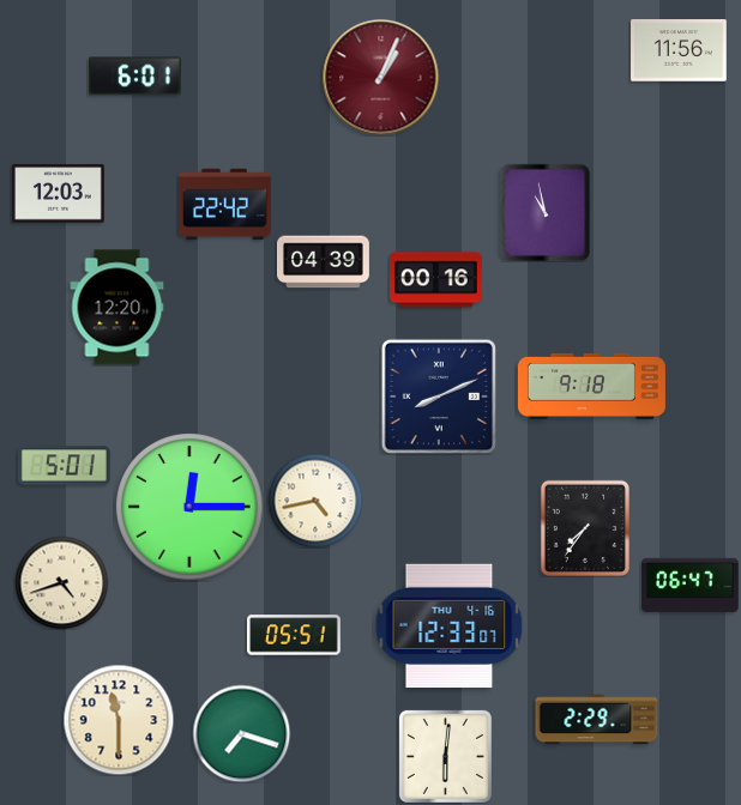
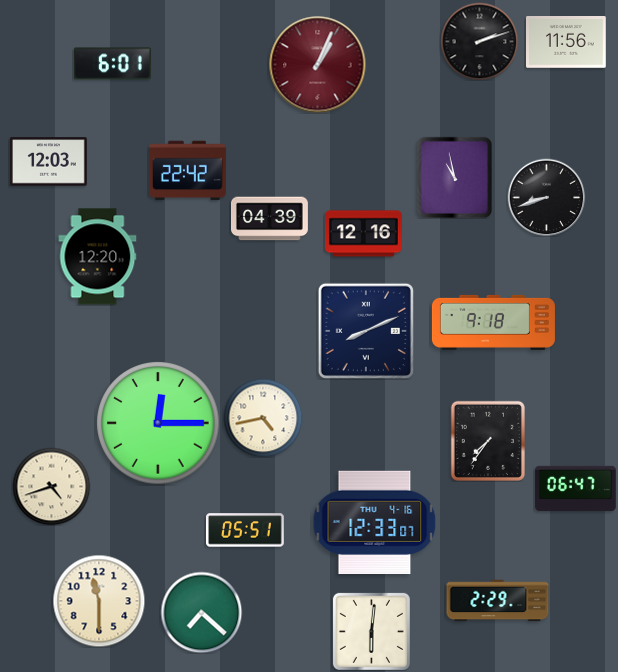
clock at (479, 41): none -> 2:12
clock at (546, 197): none -> 8:42
clock at (435, 280): 00:16 -> 12:16
clock at (64, 466): 5:01 -> none
clock at (241, 733): 7:18 -> 7:22
